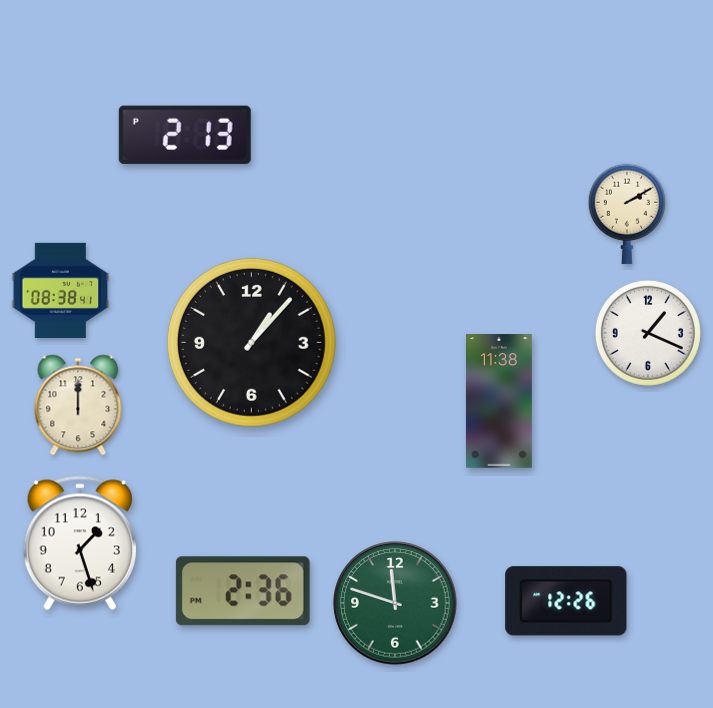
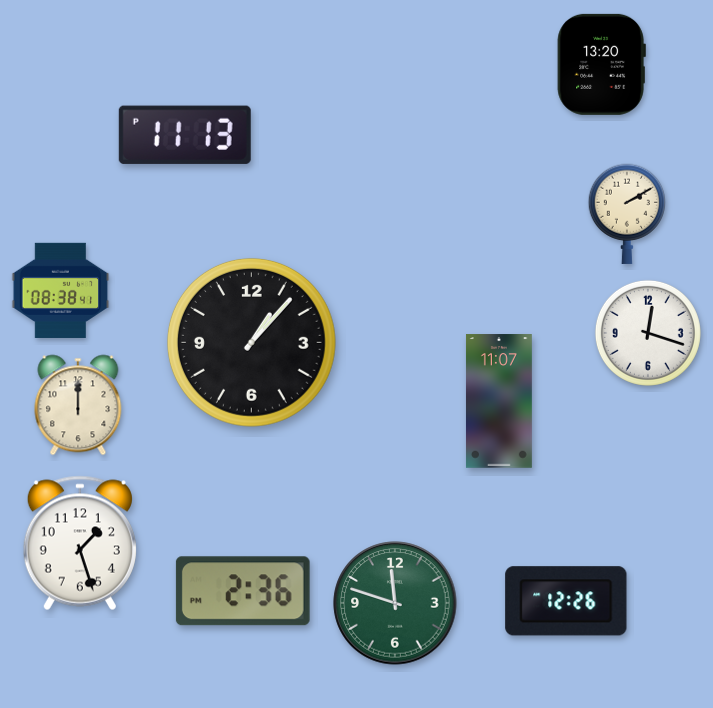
clock at (601, 64): none -> 13:20
clock at (185, 135): 2:13 -> 11:13
clock at (648, 333): 1:19 -> 12:18
clock at (499, 401): 11:38 -> 11:07
